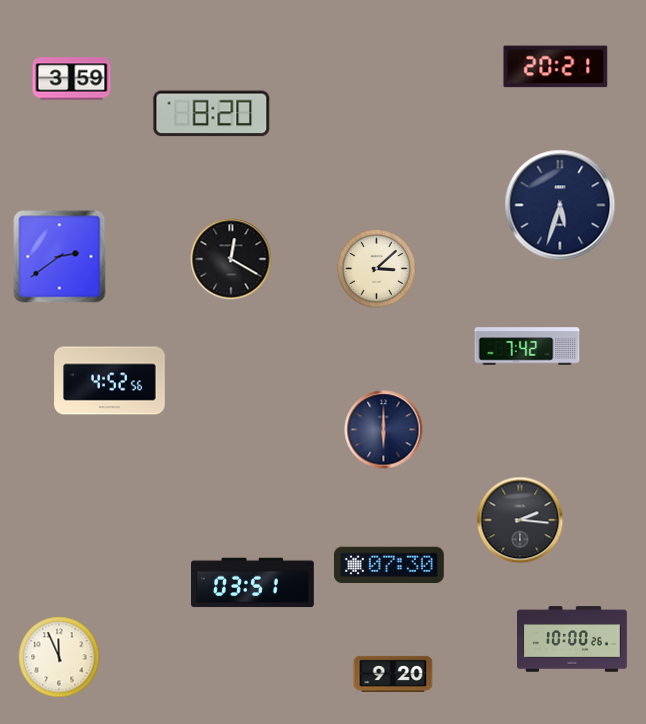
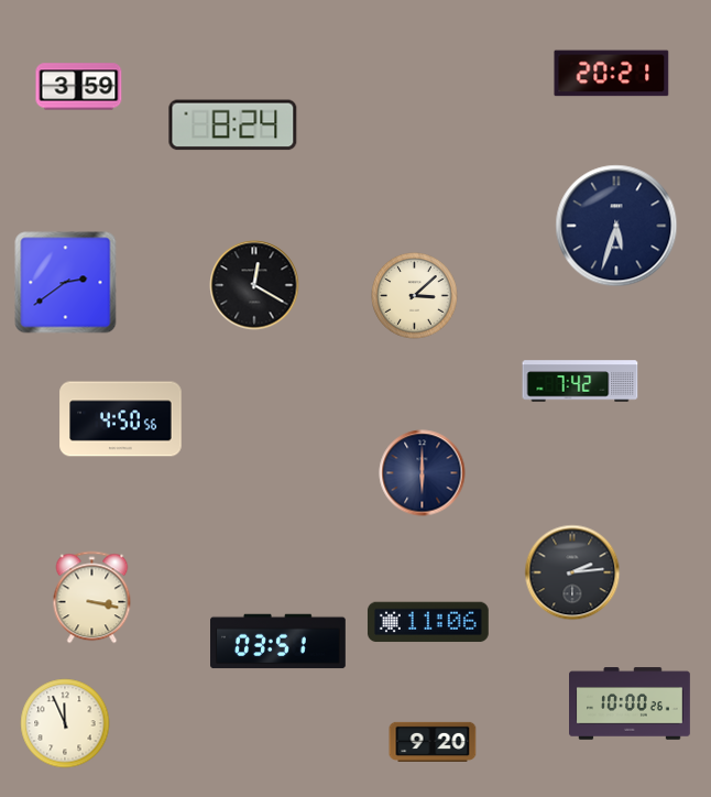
clock at (212, 114): 8:20 -> 8:24
clock at (110, 381): 4:52 -> 4:50
clock at (520, 520): 2:16 -> 2:14
clock at (92, 598): none -> 3:17
clock at (389, 565): 07:30 -> 11:06
